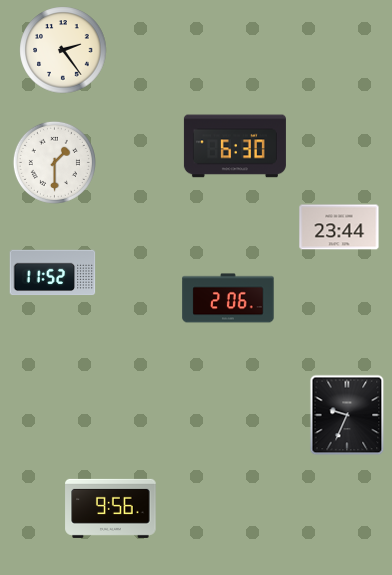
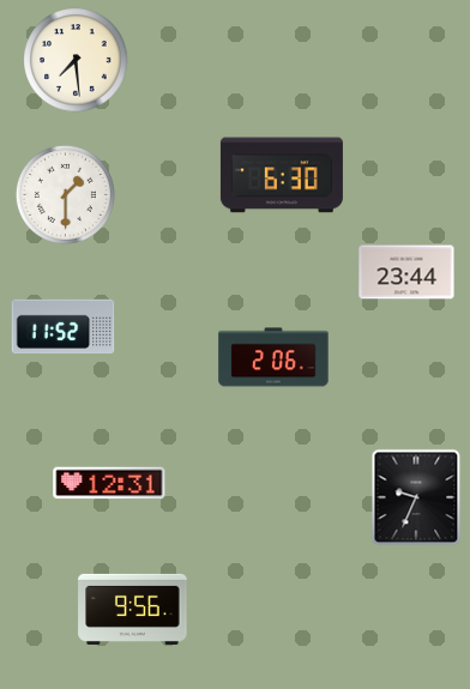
clock at (63, 50): 2:24 -> 7:29
clock at (109, 483): none -> 12:31
